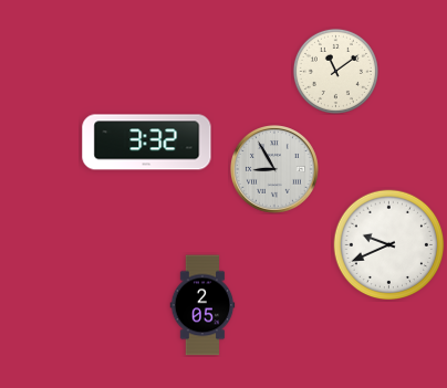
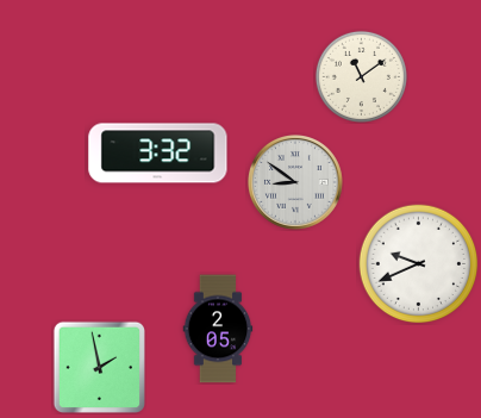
clock at (276, 170): 8:55 -> 8:51
clock at (99, 367): none -> 1:58
